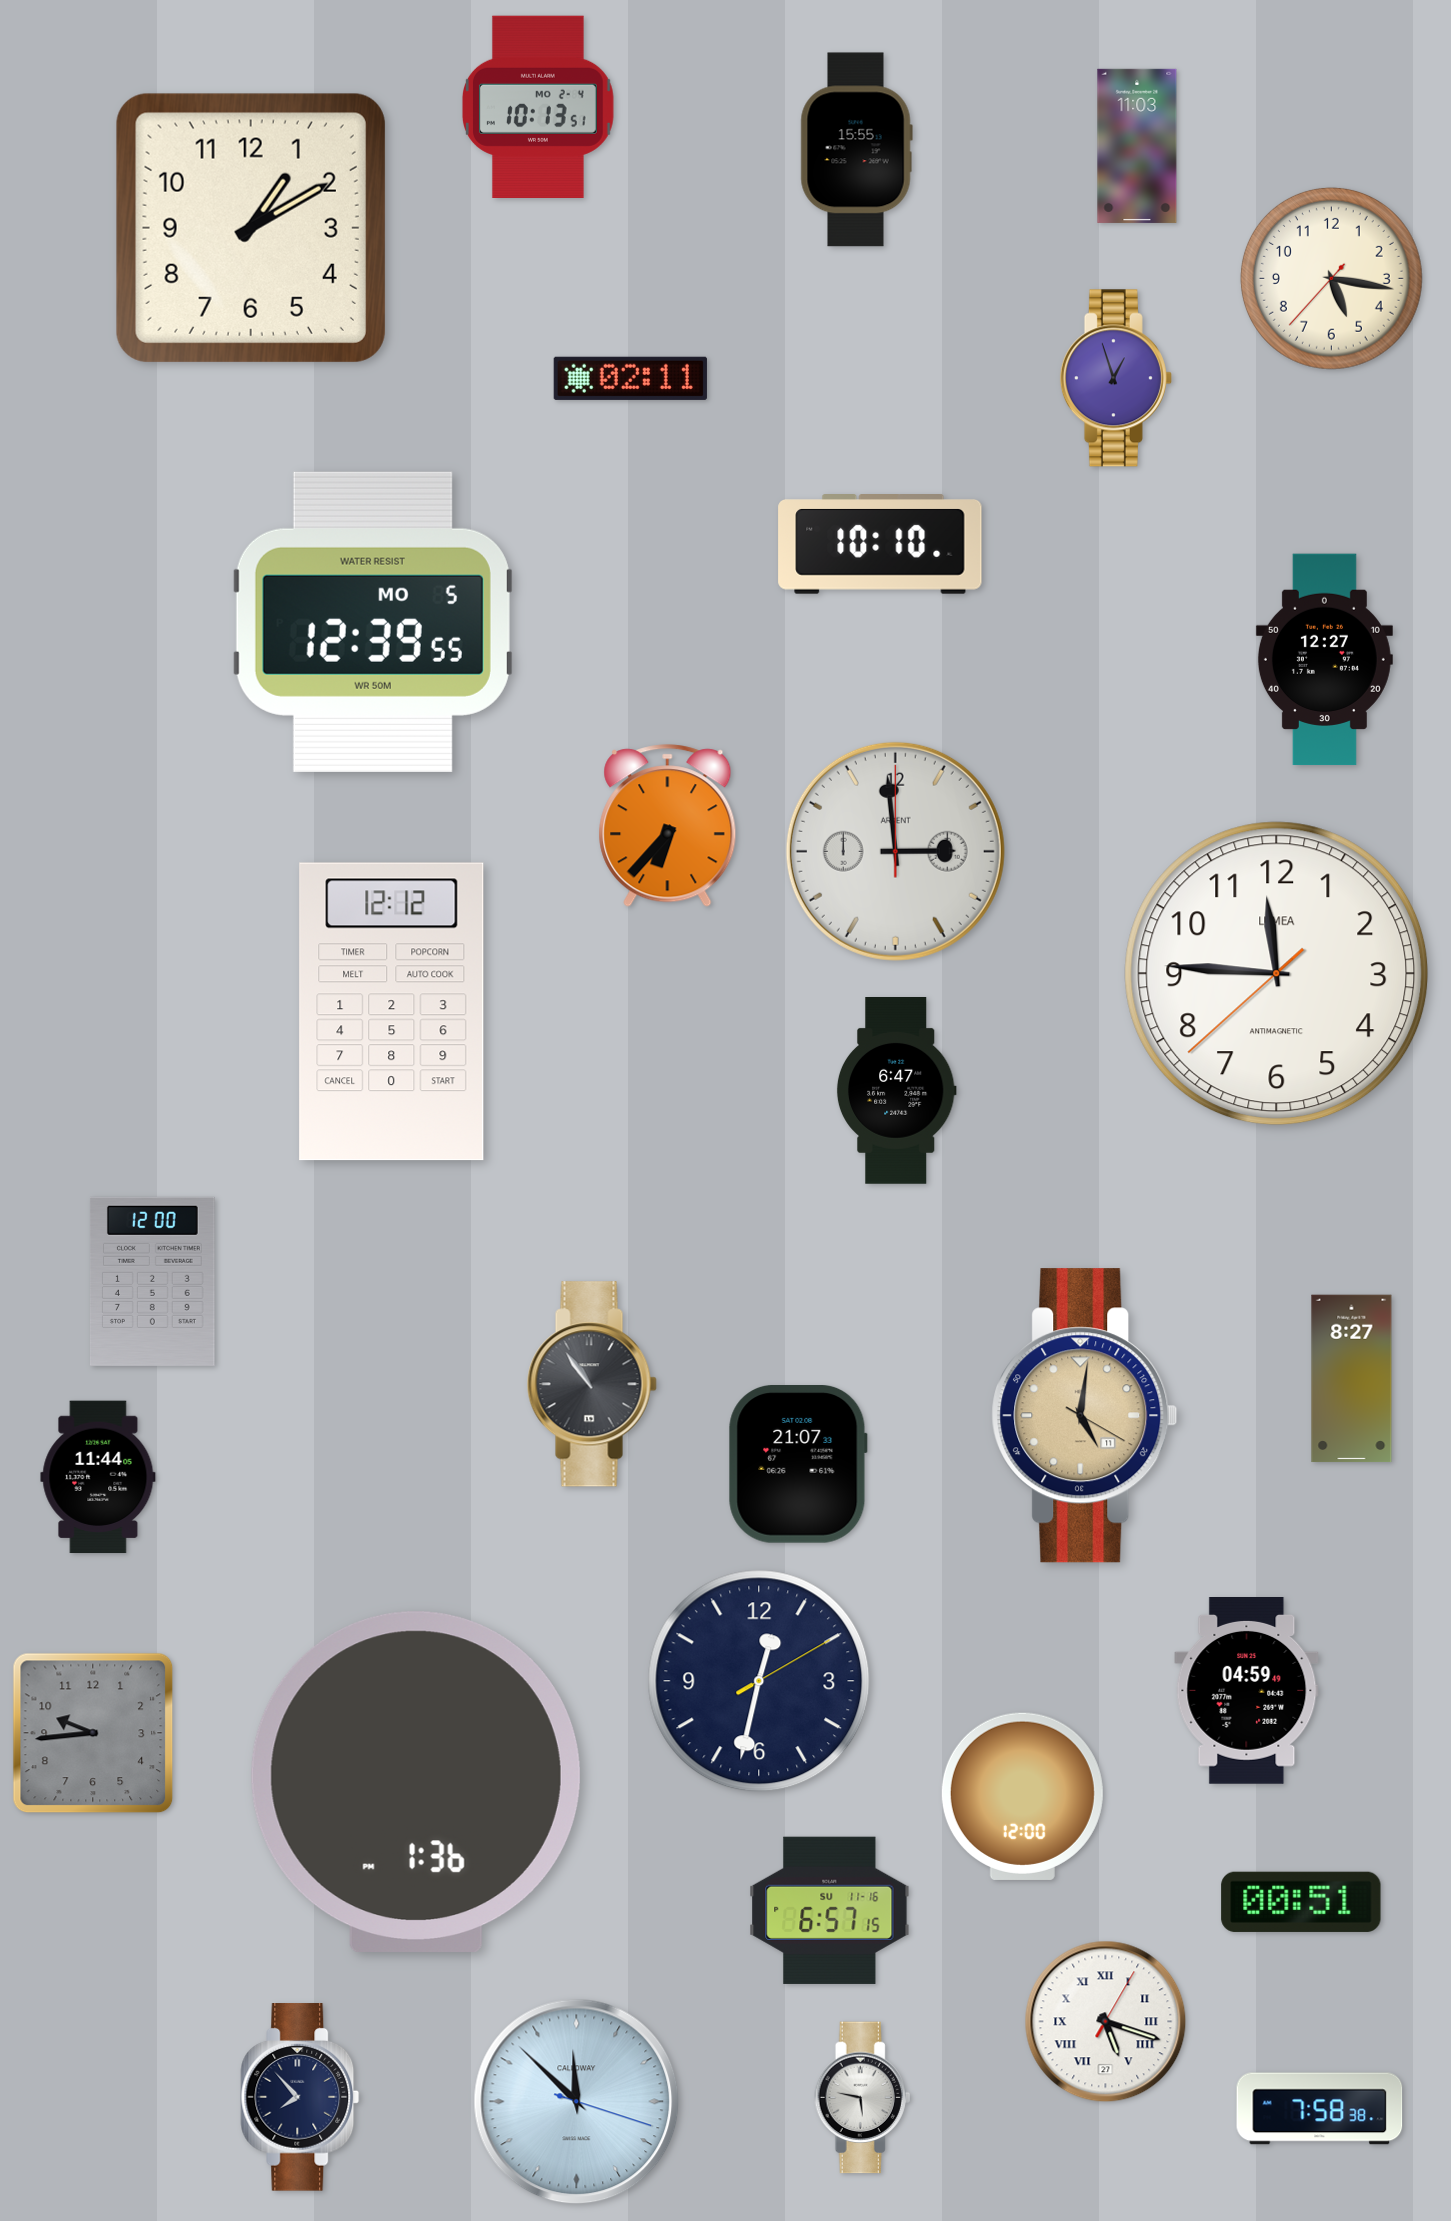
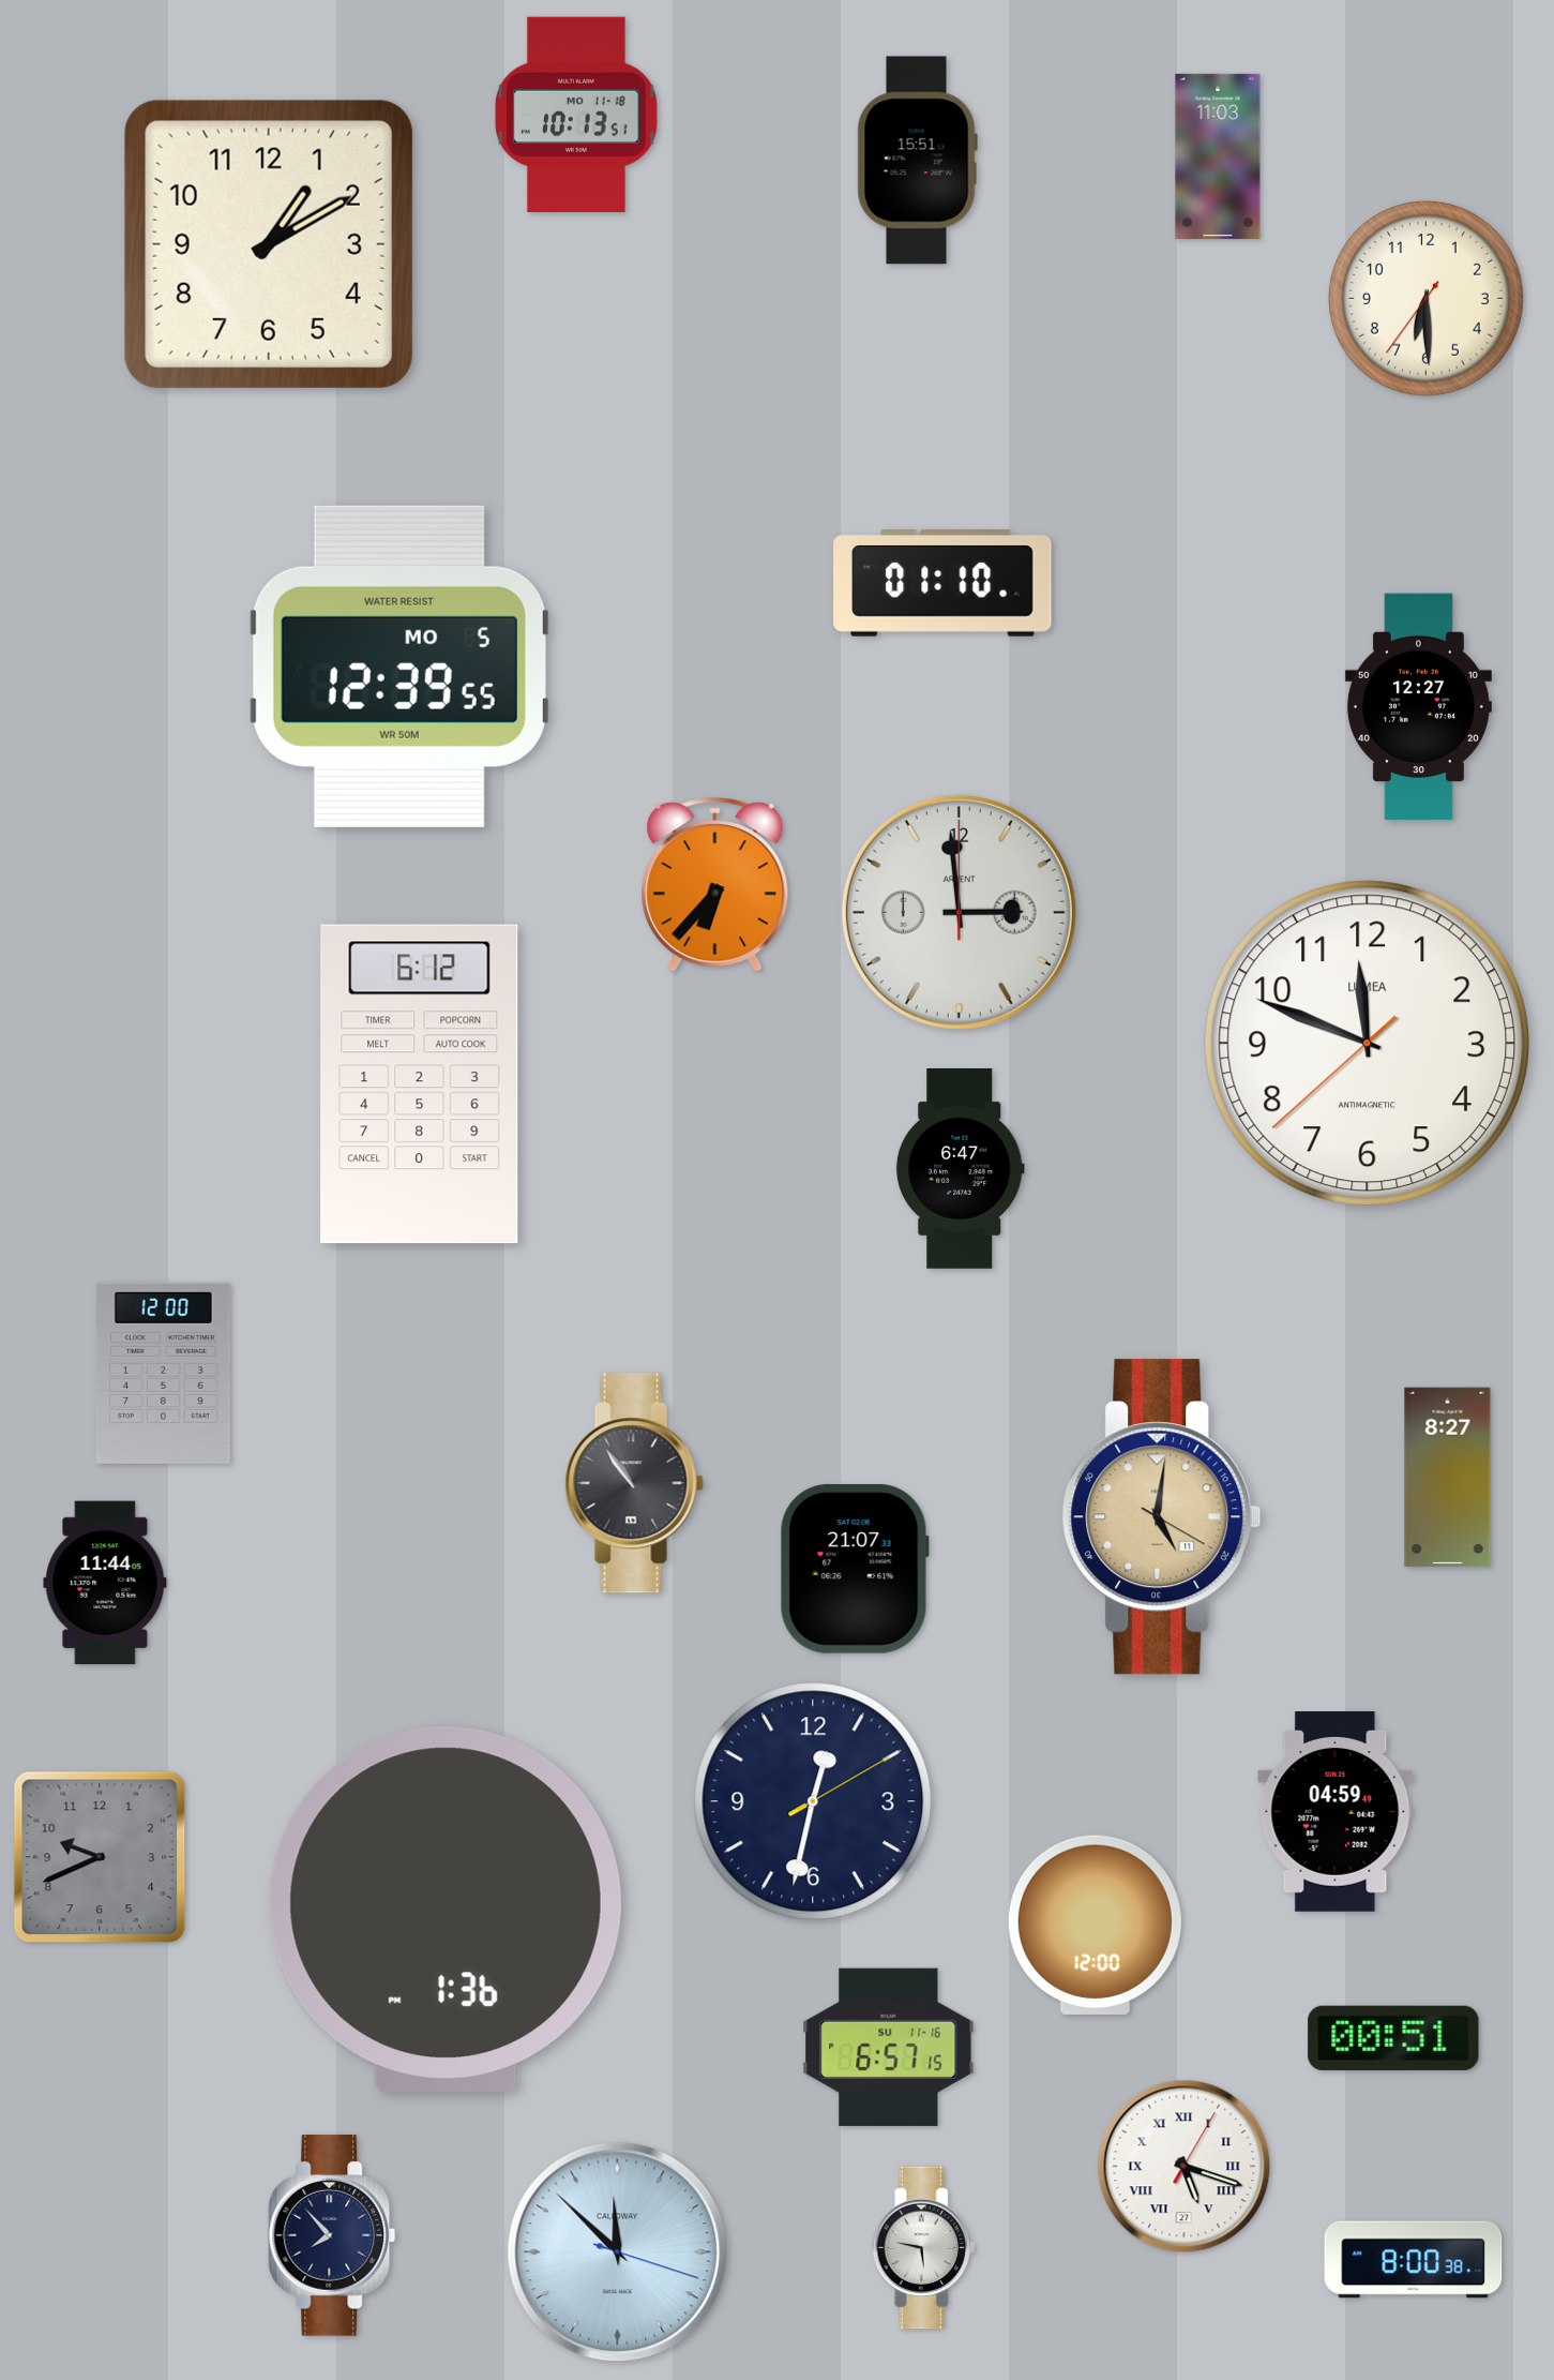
clock at (538, 106) date: MO 2-4 -> MO 11-18
clock at (856, 150): 15:55 -> 15:51
clock at (1331, 278): 5:16 -> 6:29
clock at (630, 378): 02:11 -> none
clock at (1116, 378): 12:57 -> none
clock at (880, 545): 10:10 -> 01:10
clock at (1277, 974): 11:45 -> 11:48
clock at (392, 1012): 12:12 -> 6:12
clock at (93, 1733): 9:44 -> 9:41
clock at (300, 2097) position: (300, 2097) -> (332, 2235)
clock at (1320, 2109): 7:58 -> 8:00
